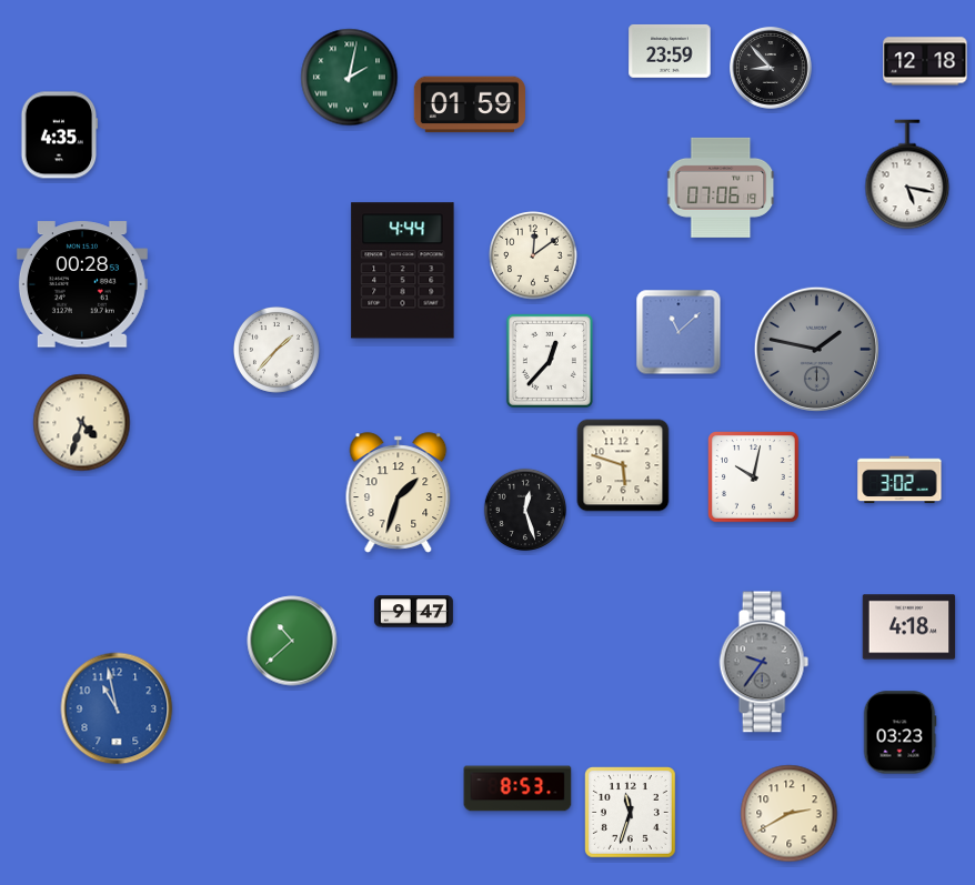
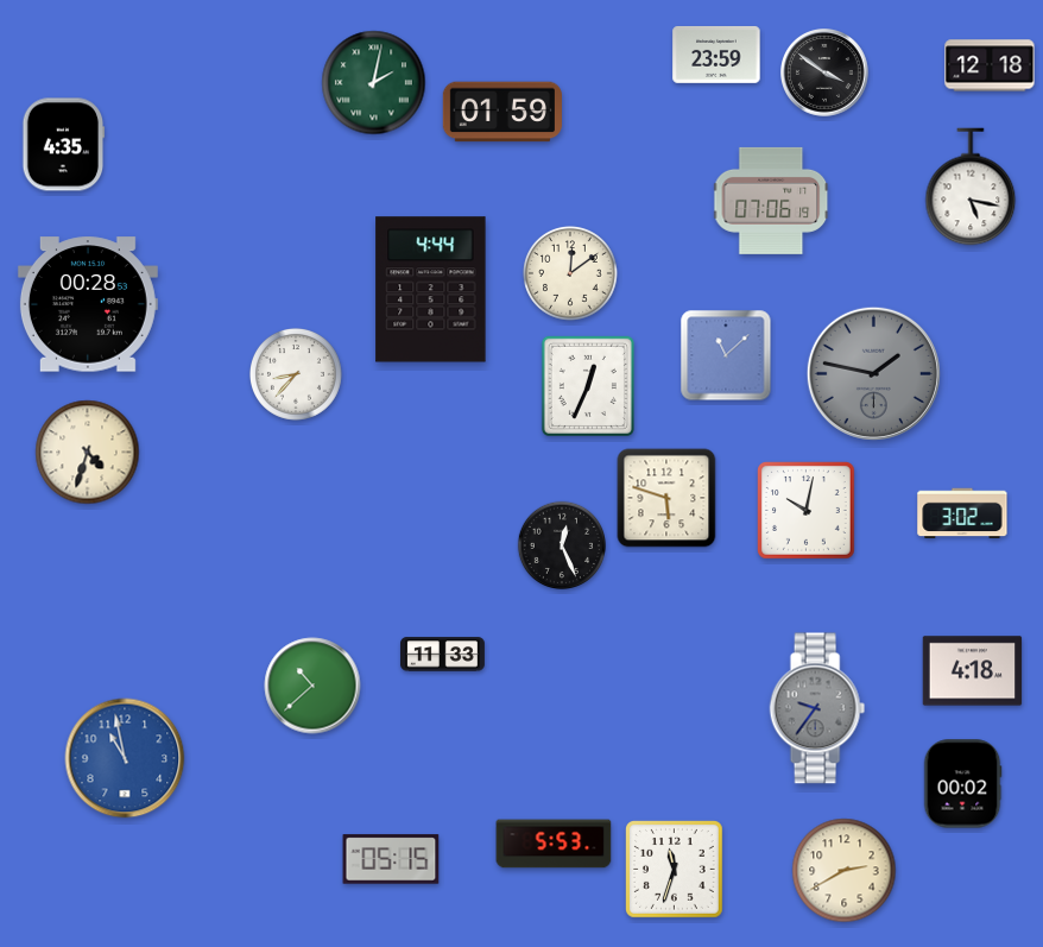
clock at (771, 69): 8:53 -> 3:51
clock at (277, 350): 1:37 -> 8:37
clock at (550, 361): 12:37 -> 12:34
clock at (399, 493): 1:33 -> none
clock at (524, 509): 12:27 -> 12:26
clock at (413, 612): 9:47 -> 11:33
clock at (899, 733): 03:23 -> 00:02
clock at (517, 788): 8:53 -> 5:53
clock at (391, 859): none -> 05:15
